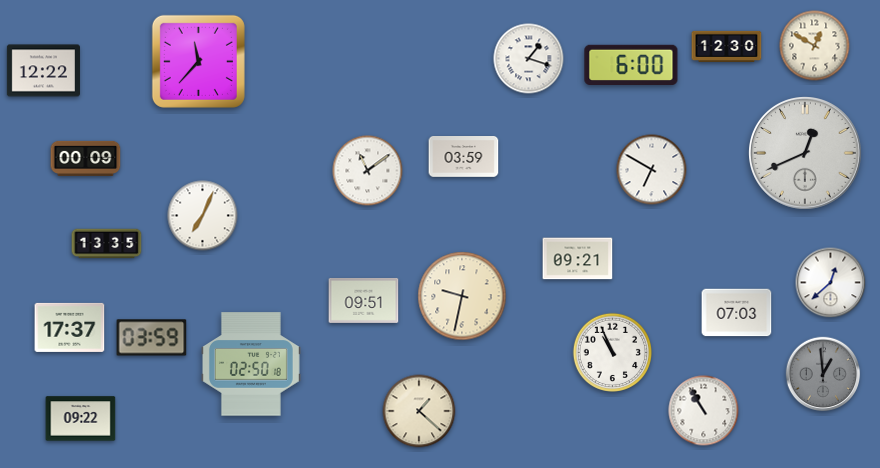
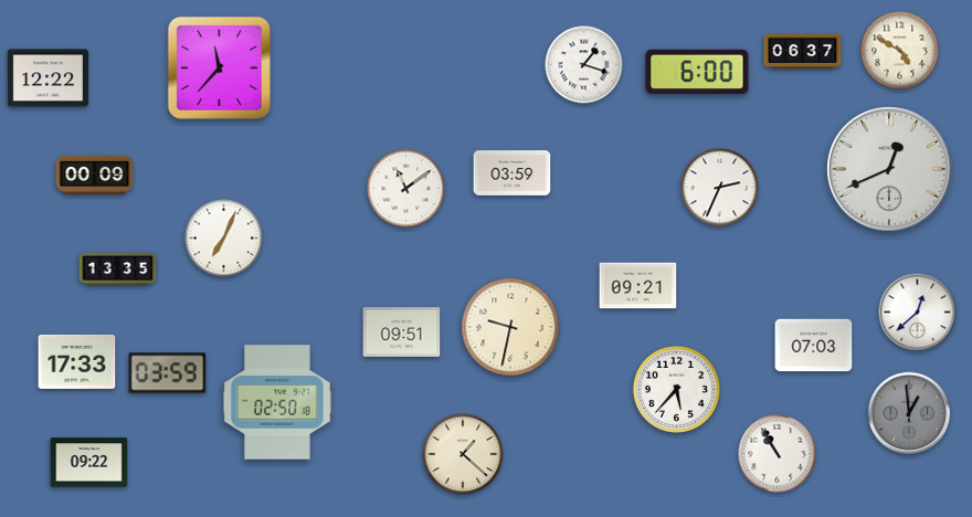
clock at (727, 46): 12:30 -> 06:37
clock at (815, 46): 12:50 -> 4:50
clock at (652, 170): 6:50 -> 2:34
clock at (70, 327): 17:37 -> 17:33
clock at (612, 352): 10:56 -> 5:37
